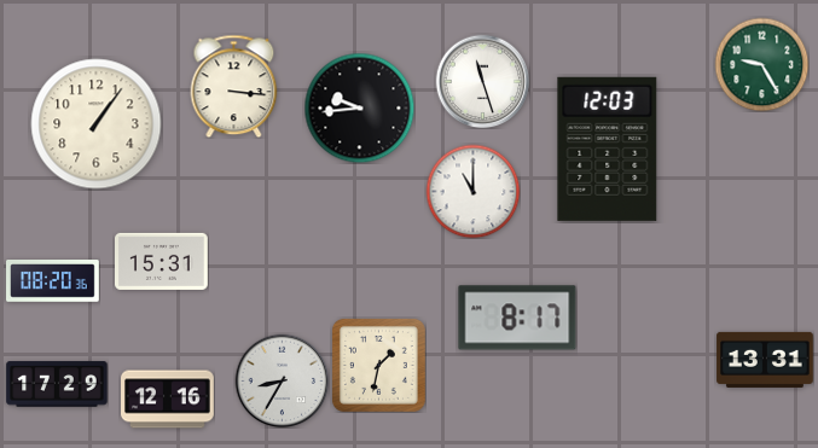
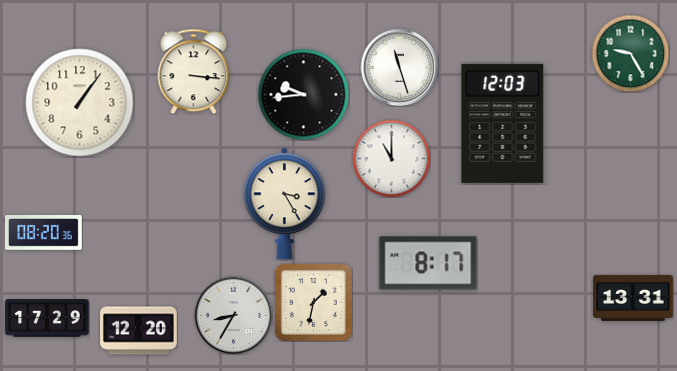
clock at (359, 107) position: (359, 107) -> (303, 94)
clock at (285, 204): none -> 3:25
clock at (162, 261): 15:31 -> none
clock at (168, 400): 12:16 -> 12:20
